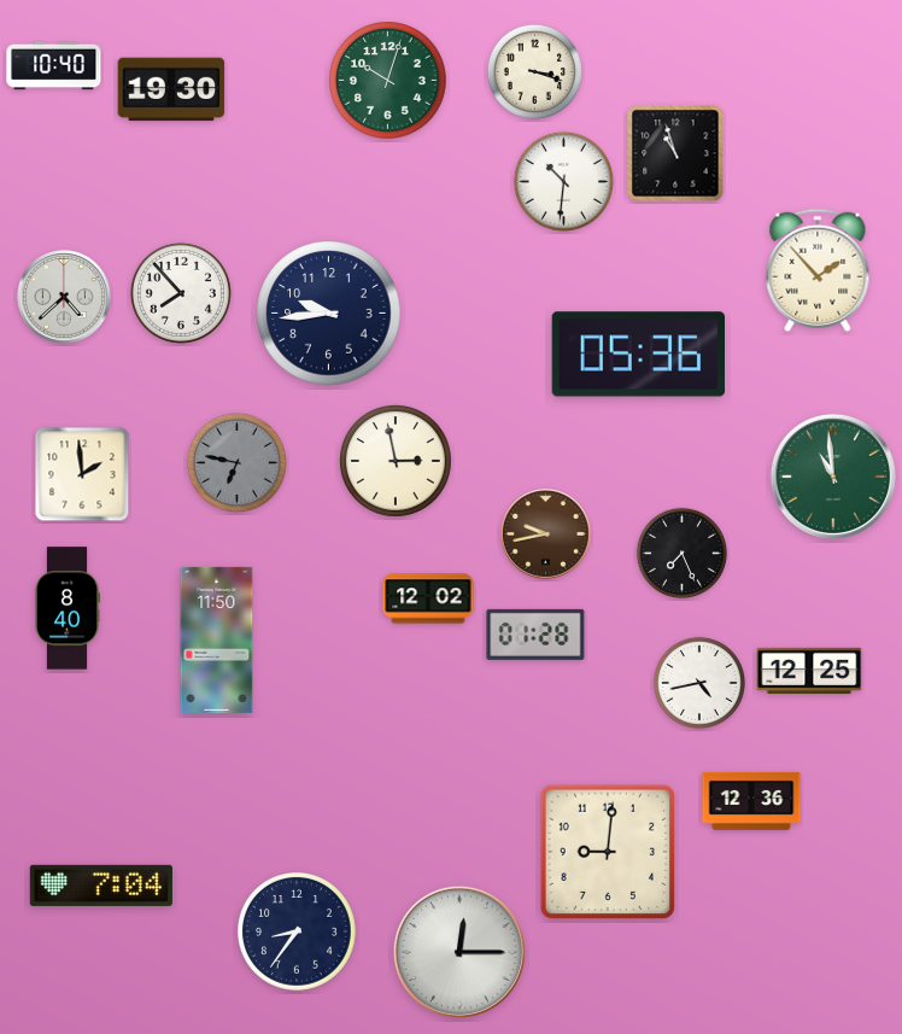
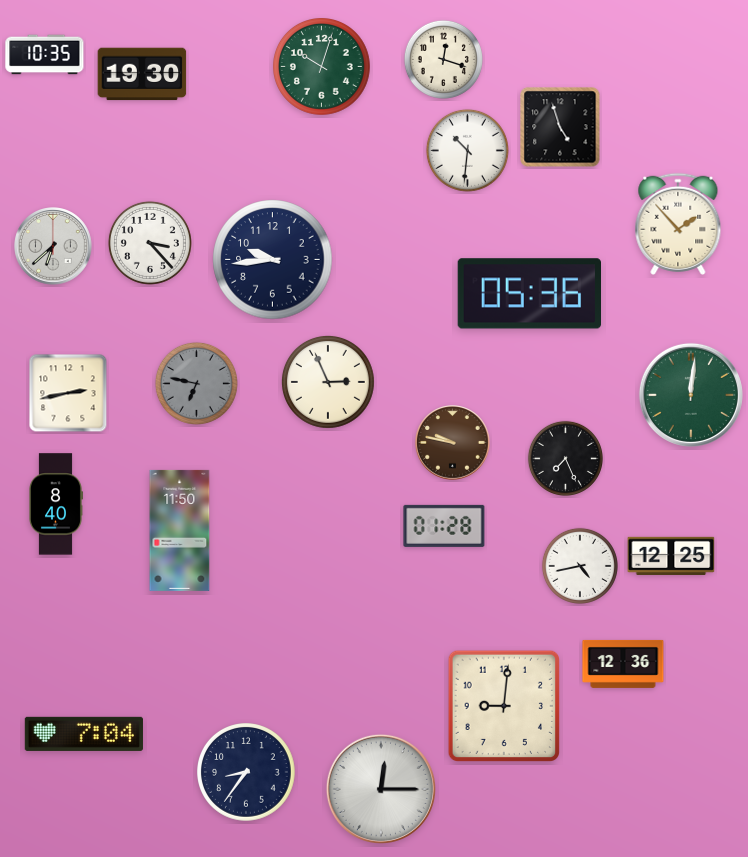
clock at (54, 66): 10:40 -> 10:35
clock at (534, 71): 3:18 -> 12:18
clock at (675, 153): 10:57 -> 4:57
clock at (181, 293): 7:53 -> 3:23
clock at (64, 297): 4:38 -> 6:38
clock at (396, 461): 2:58 -> 2:56
clock at (82, 474): 1:59 -> 2:43
clock at (833, 477): 10:59 -> 12:01
clock at (546, 534): 9:43 -> 9:47
clock at (428, 598): 12:02 -> none
